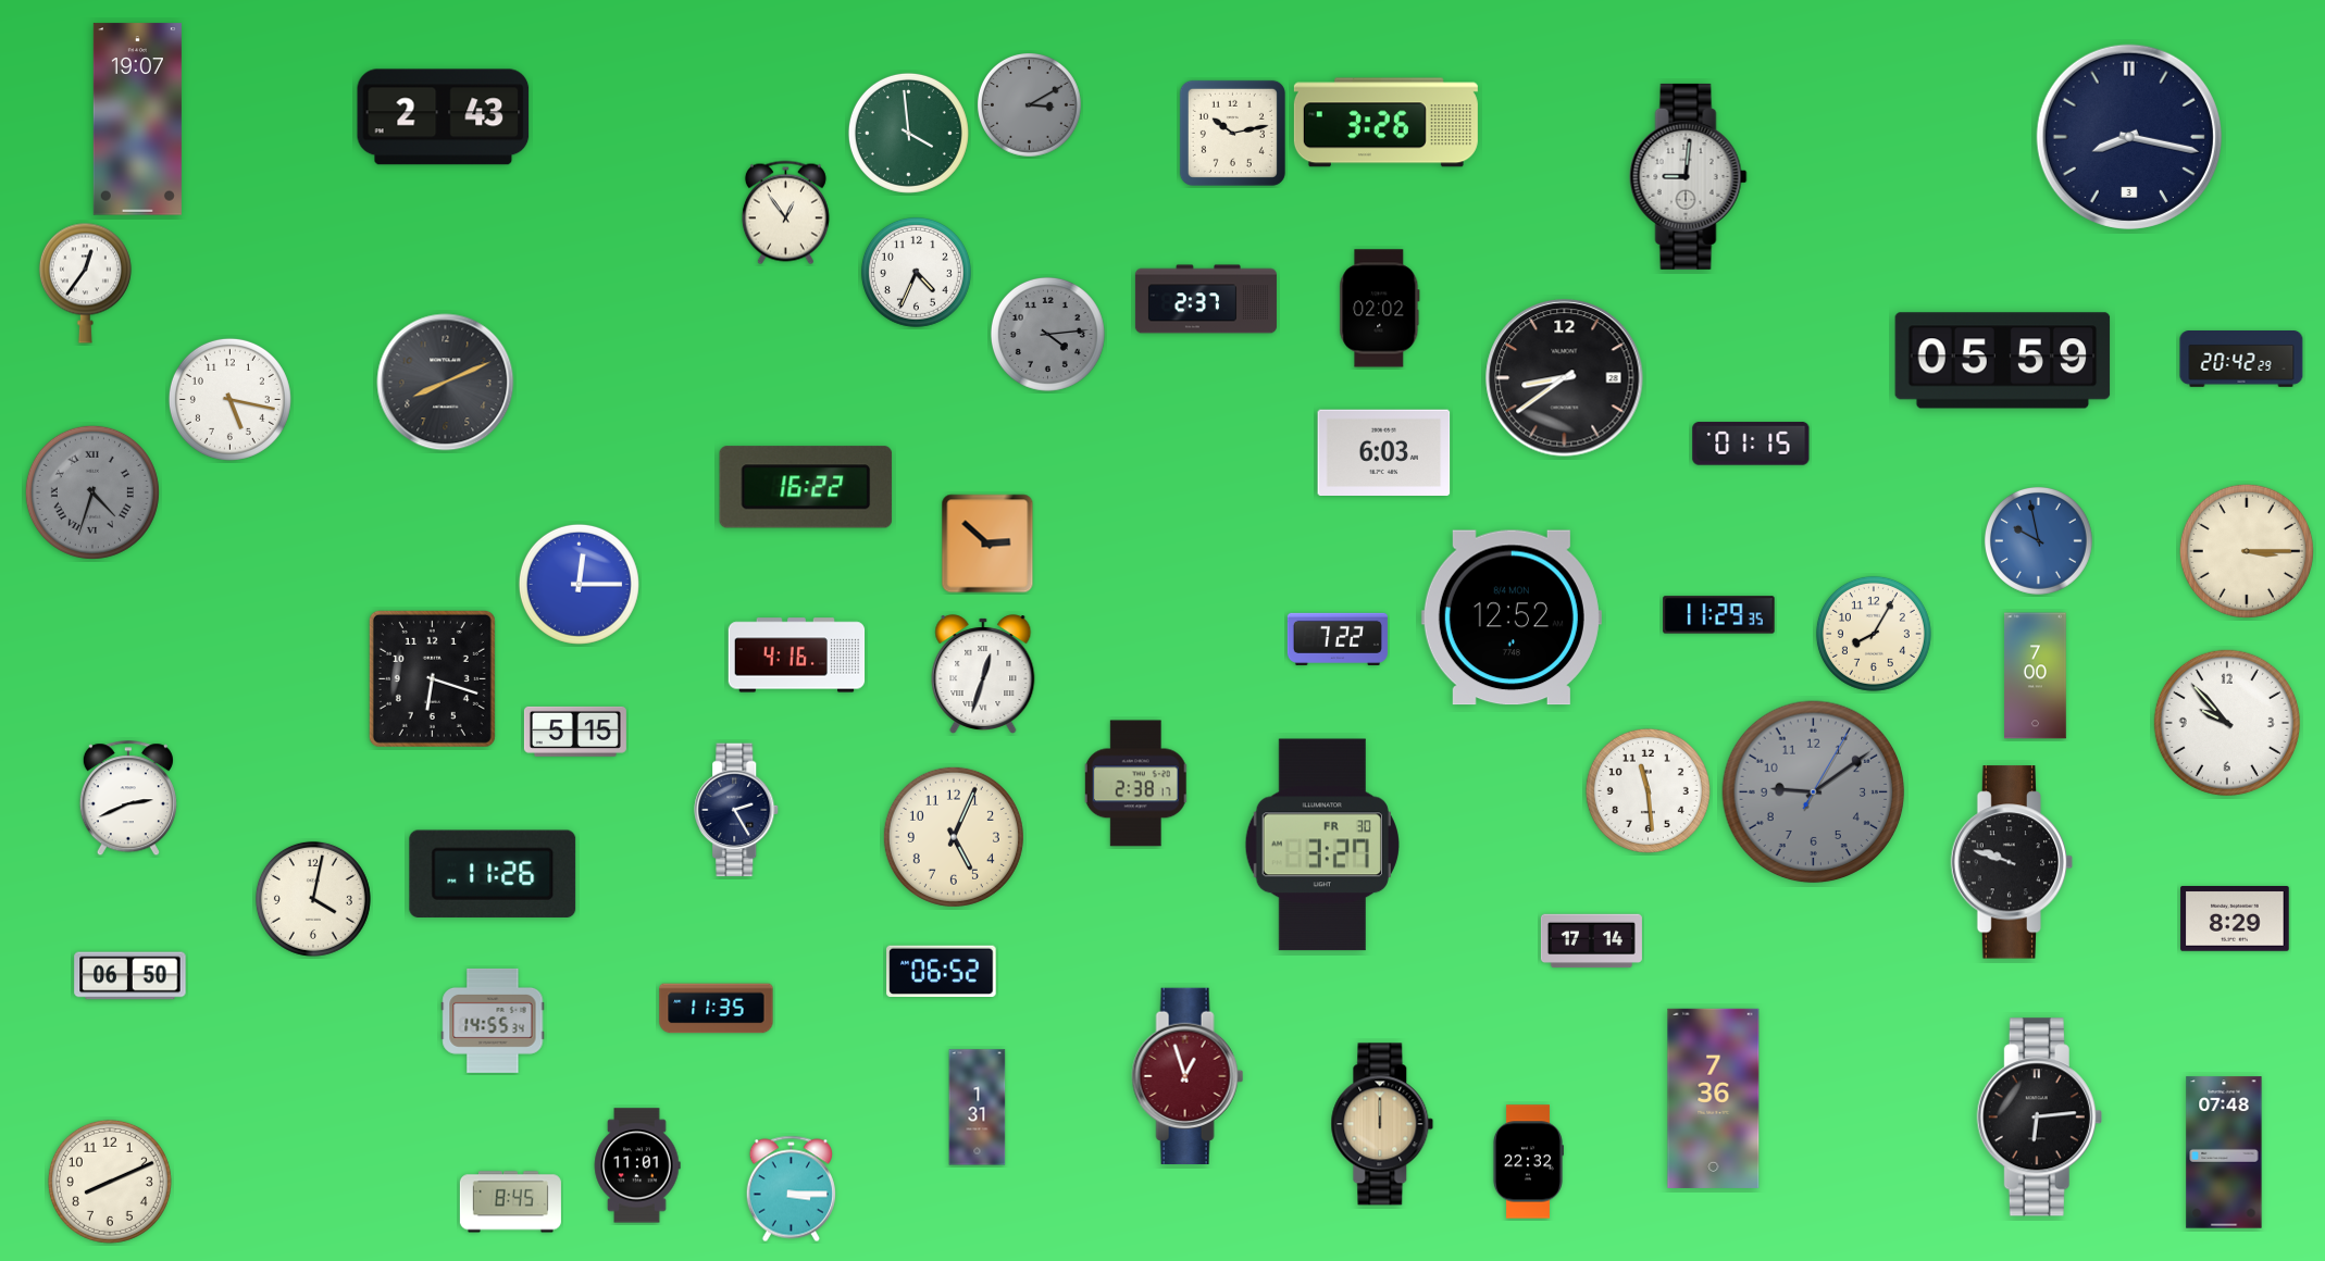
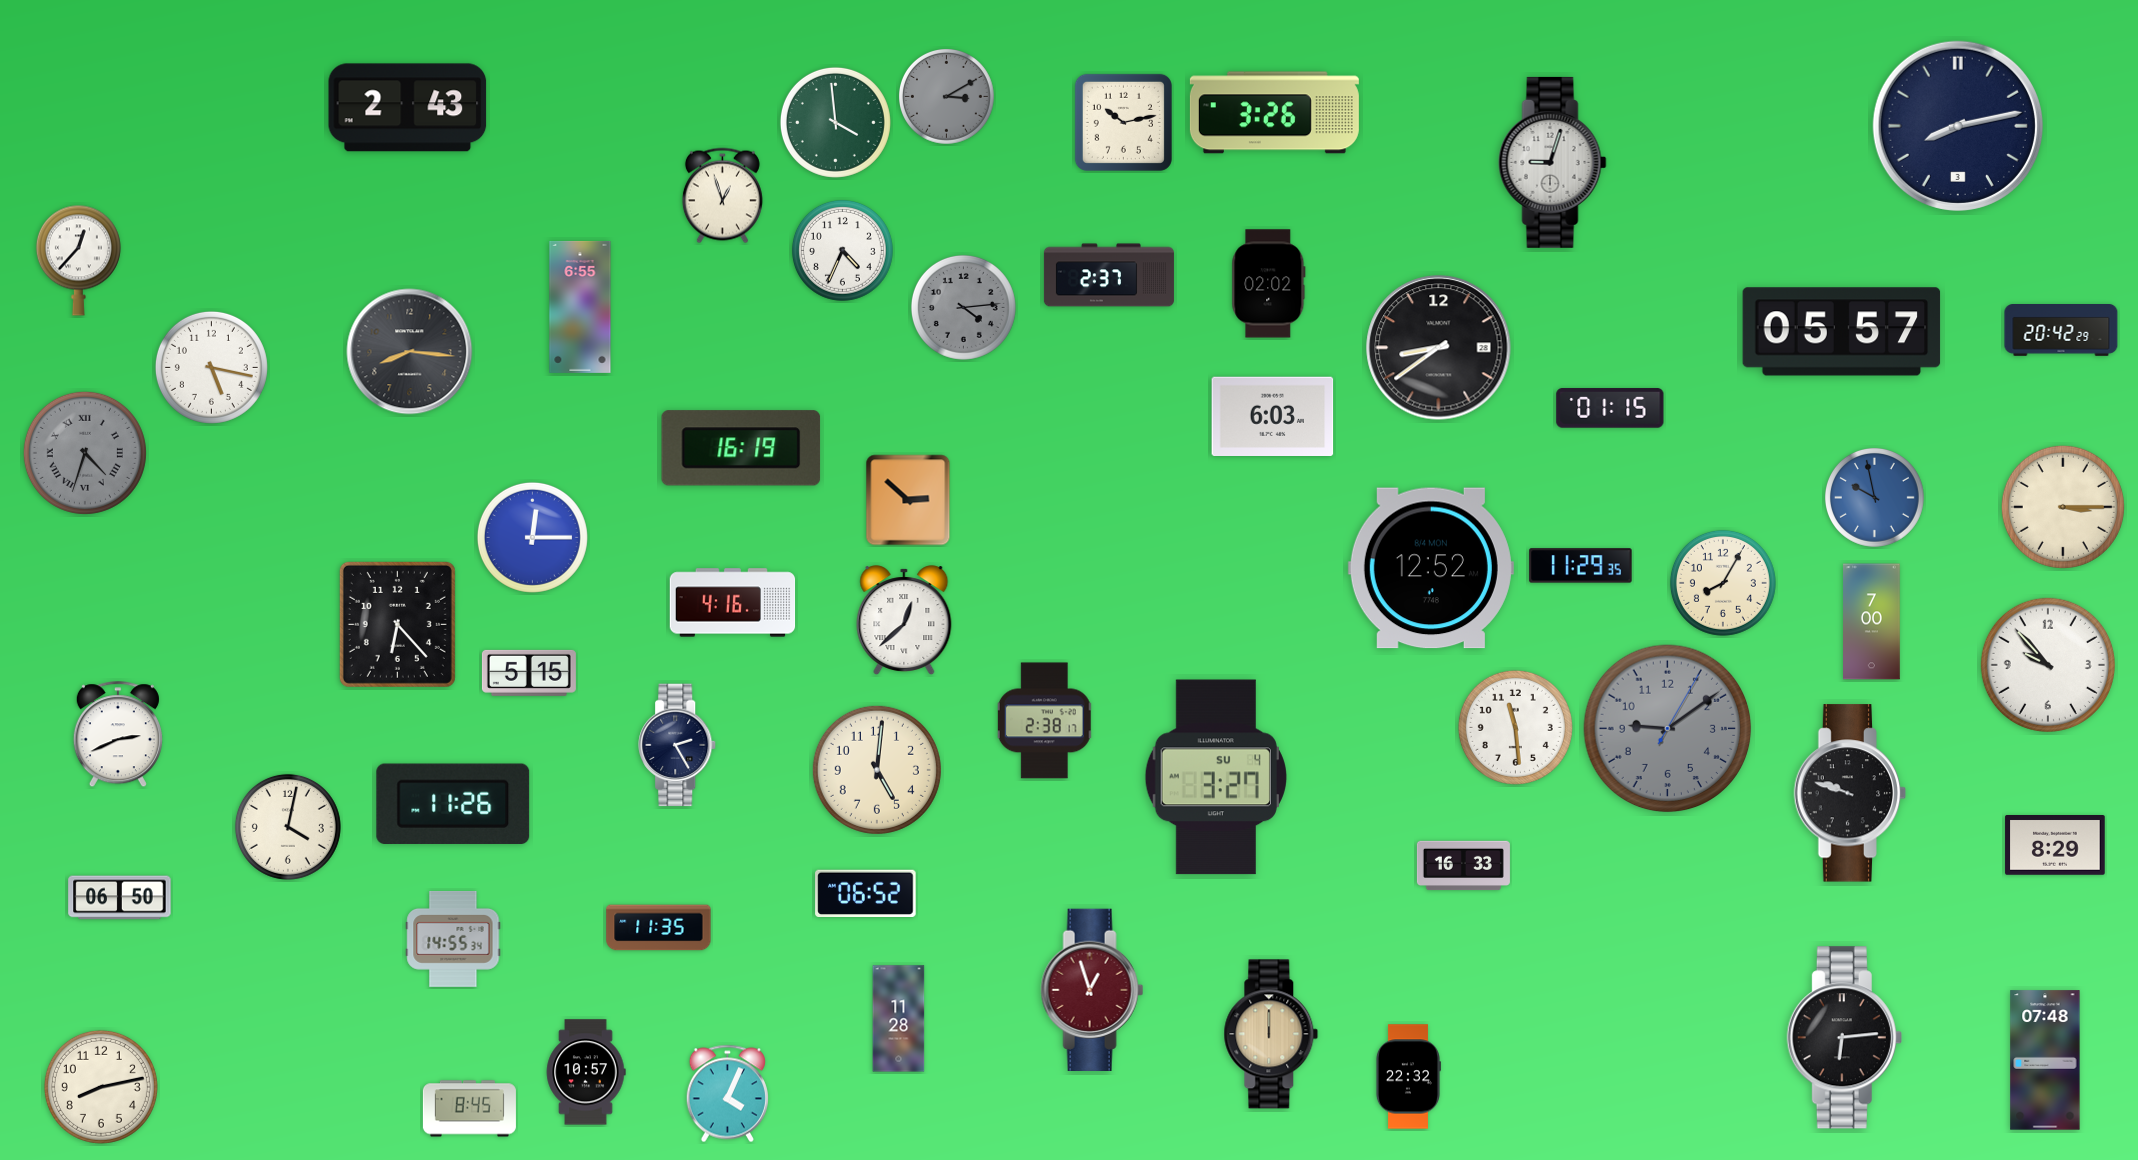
clock at (137, 120): 19:07 -> none
clock at (1232, 133) position: (1232, 133) -> (1123, 122)
clock at (2129, 137): 8:17 -> 8:13
clock at (1689, 176): 9:01 -> 9:03
clock at (785, 213): 12:54 -> 12:57
clock at (85, 283): 12:36 -> 12:37
clock at (580, 307): none -> 6:55
clock at (2003, 361): 05:59 -> 05:57
clock at (446, 383): 8:11 -> 8:16
clock at (806, 487): 16:22 -> 16:19
clock at (2247, 551) position: (2247, 551) -> (2063, 507)
clock at (1512, 617) position: (1512, 617) -> (1431, 568)
clock at (1338, 639): 7:22 -> none
clock at (983, 674): 12:33 -> 12:38
clock at (432, 678): 6:18 -> 6:23
clock at (954, 837): 5:04 -> 5:01
clock at (1322, 845) date: FR 30 -> SU 4
clock at (1591, 941): 17:14 -> 16:33
clock at (1714, 1098): 7:36 -> none
clock at (978, 1108): 1:31 -> 11:28
clock at (2039, 1118) position: (2039, 1118) -> (1844, 1038)
clock at (1528, 1162) position: (1528, 1162) -> (1408, 1077)
clock at (637, 1165): 11:01 -> 10:57
clock at (110, 1182): 8:11 -> 8:13
clock at (791, 1189): 3:15 -> 4:04
clock at (510, 1202) position: (510, 1202) -> (469, 1109)
